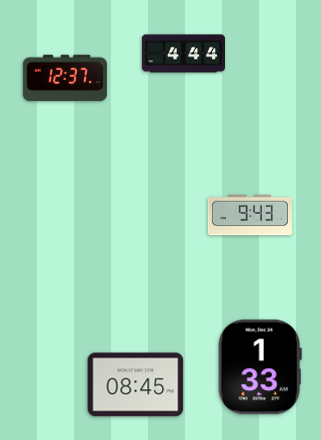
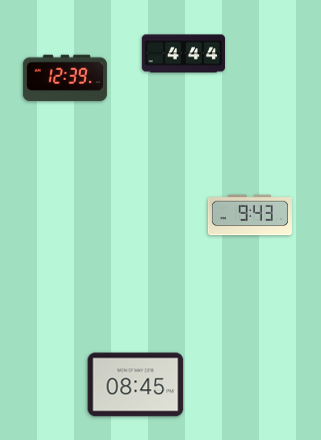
clock at (65, 78): 12:37 -> 12:39
clock at (260, 367): 1:33 -> none
